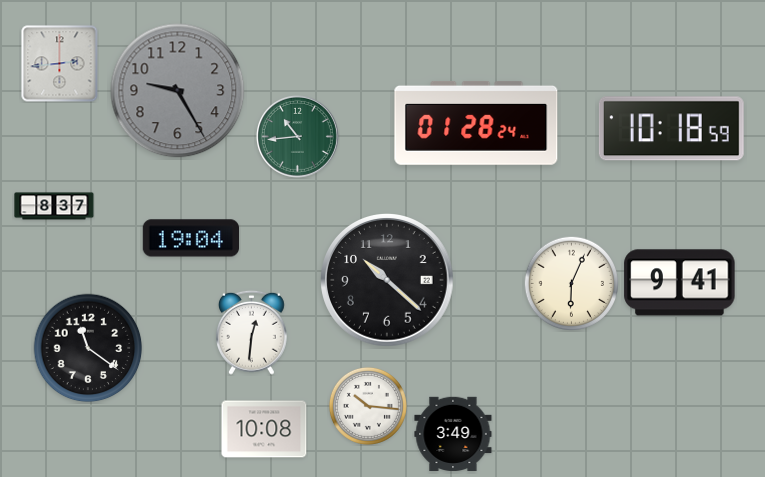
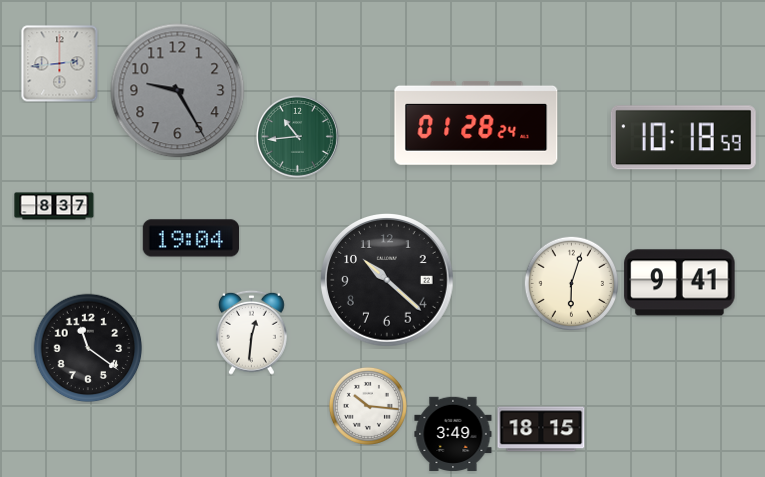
clock at (671, 129) position: (671, 129) -> (683, 138)
clock at (571, 283): 6:04 -> 6:03
clock at (264, 429): 10:08 -> none
clock at (541, 429): none -> 18:15
